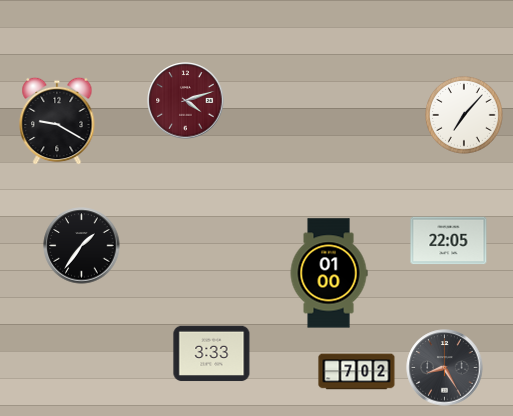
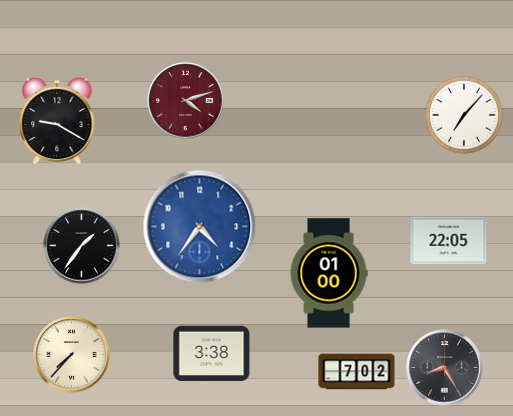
clock at (200, 227): none -> 4:36
clock at (212, 354): 3:33 -> 3:38
clock at (72, 355): none -> 7:37
